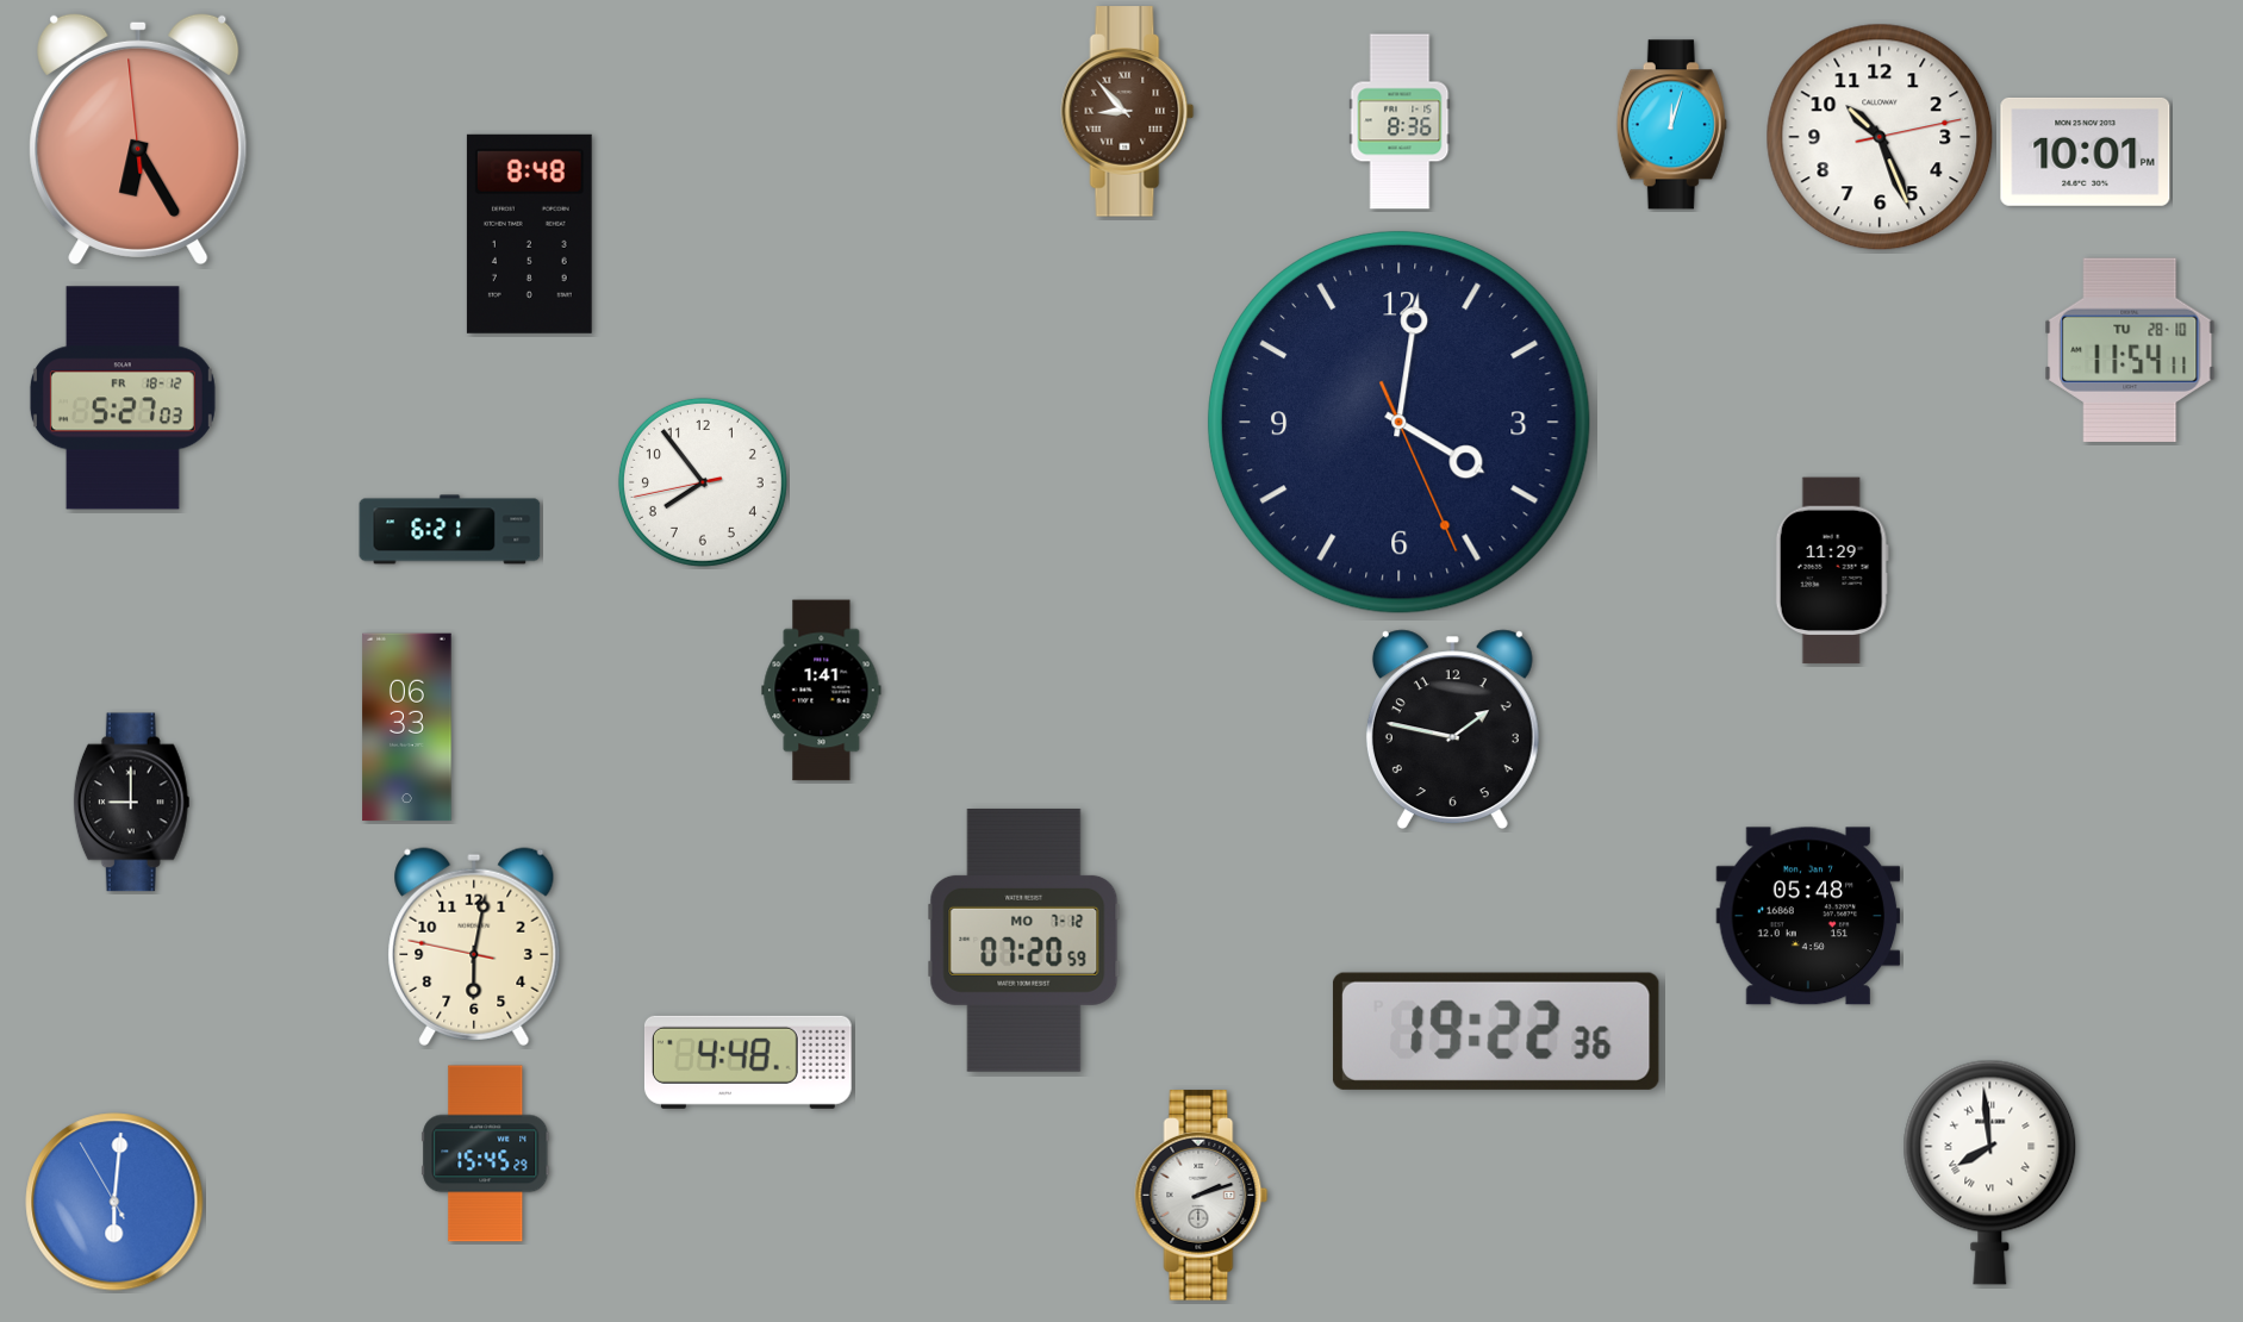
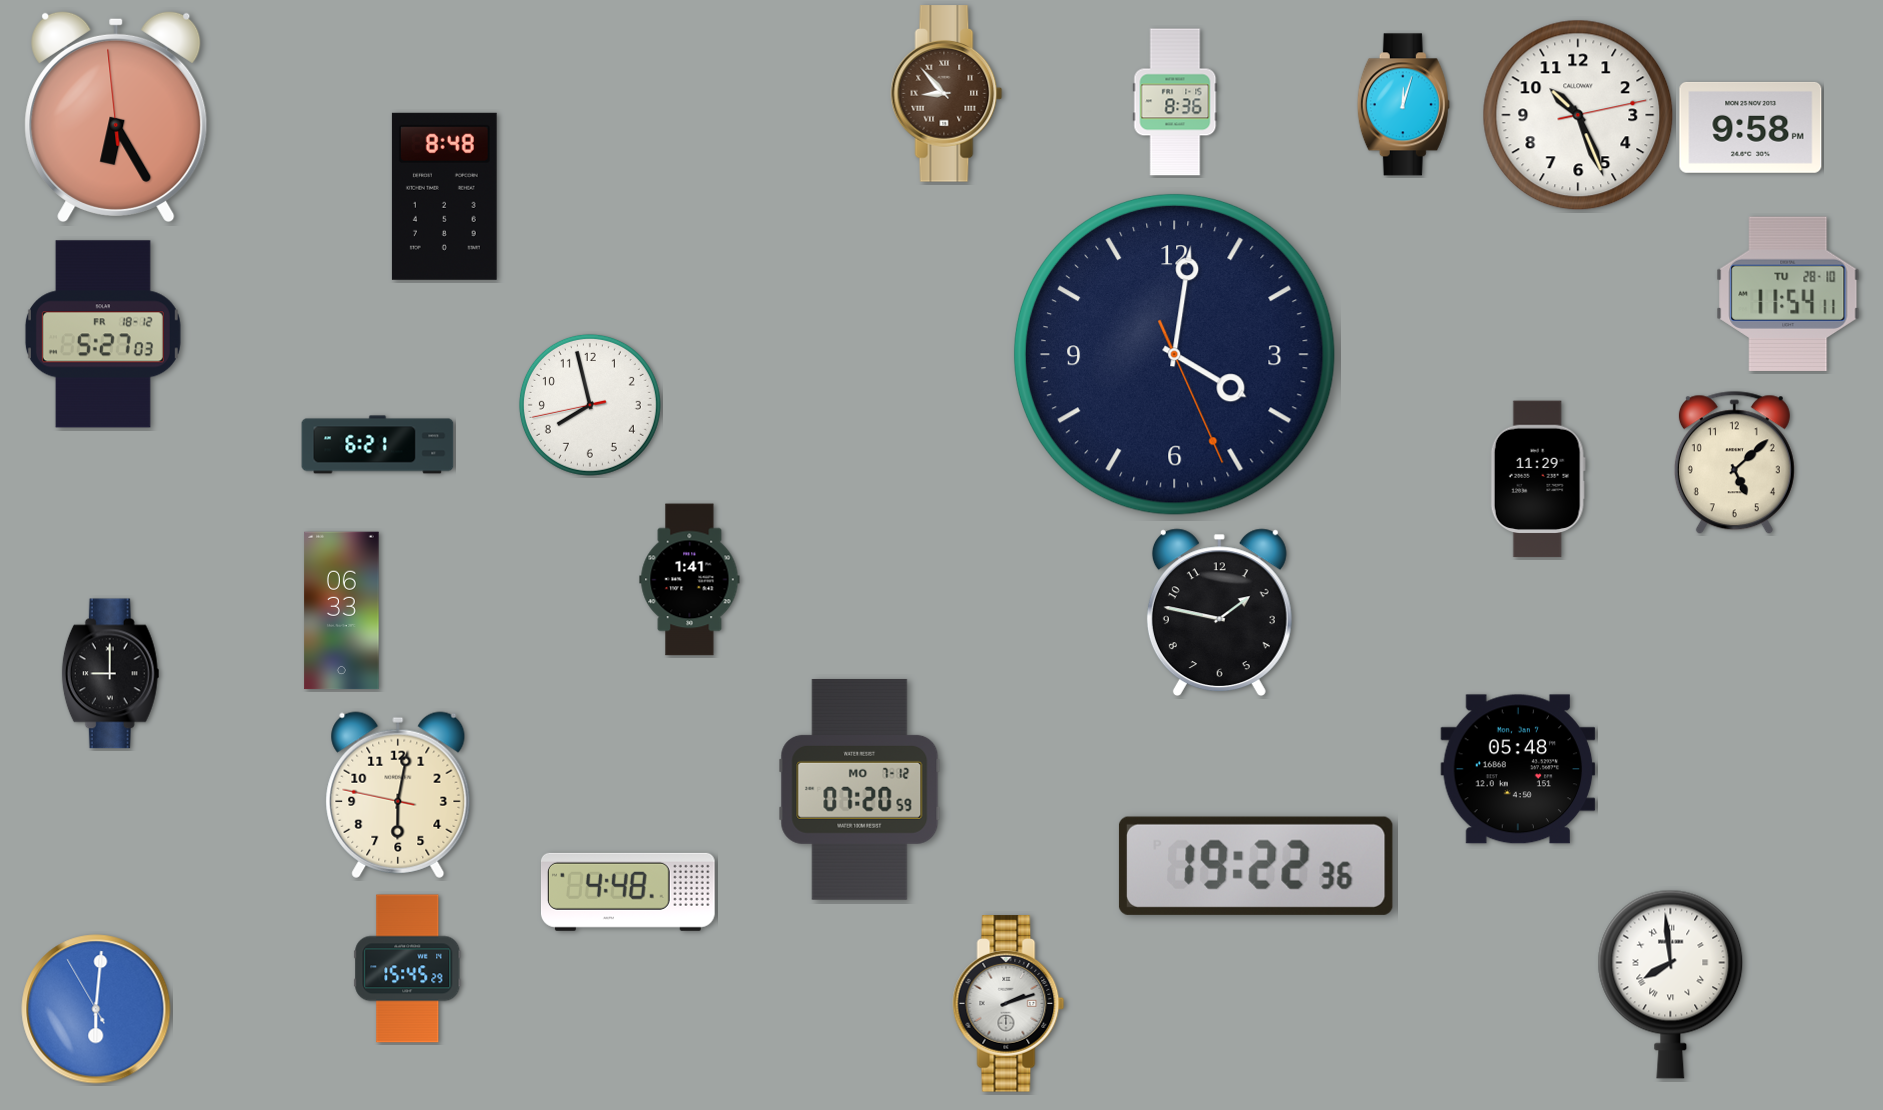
clock at (2086, 151): 10:01 -> 9:58
clock at (703, 482): 7:53 -> 7:57
clock at (1734, 463): none -> 5:08
